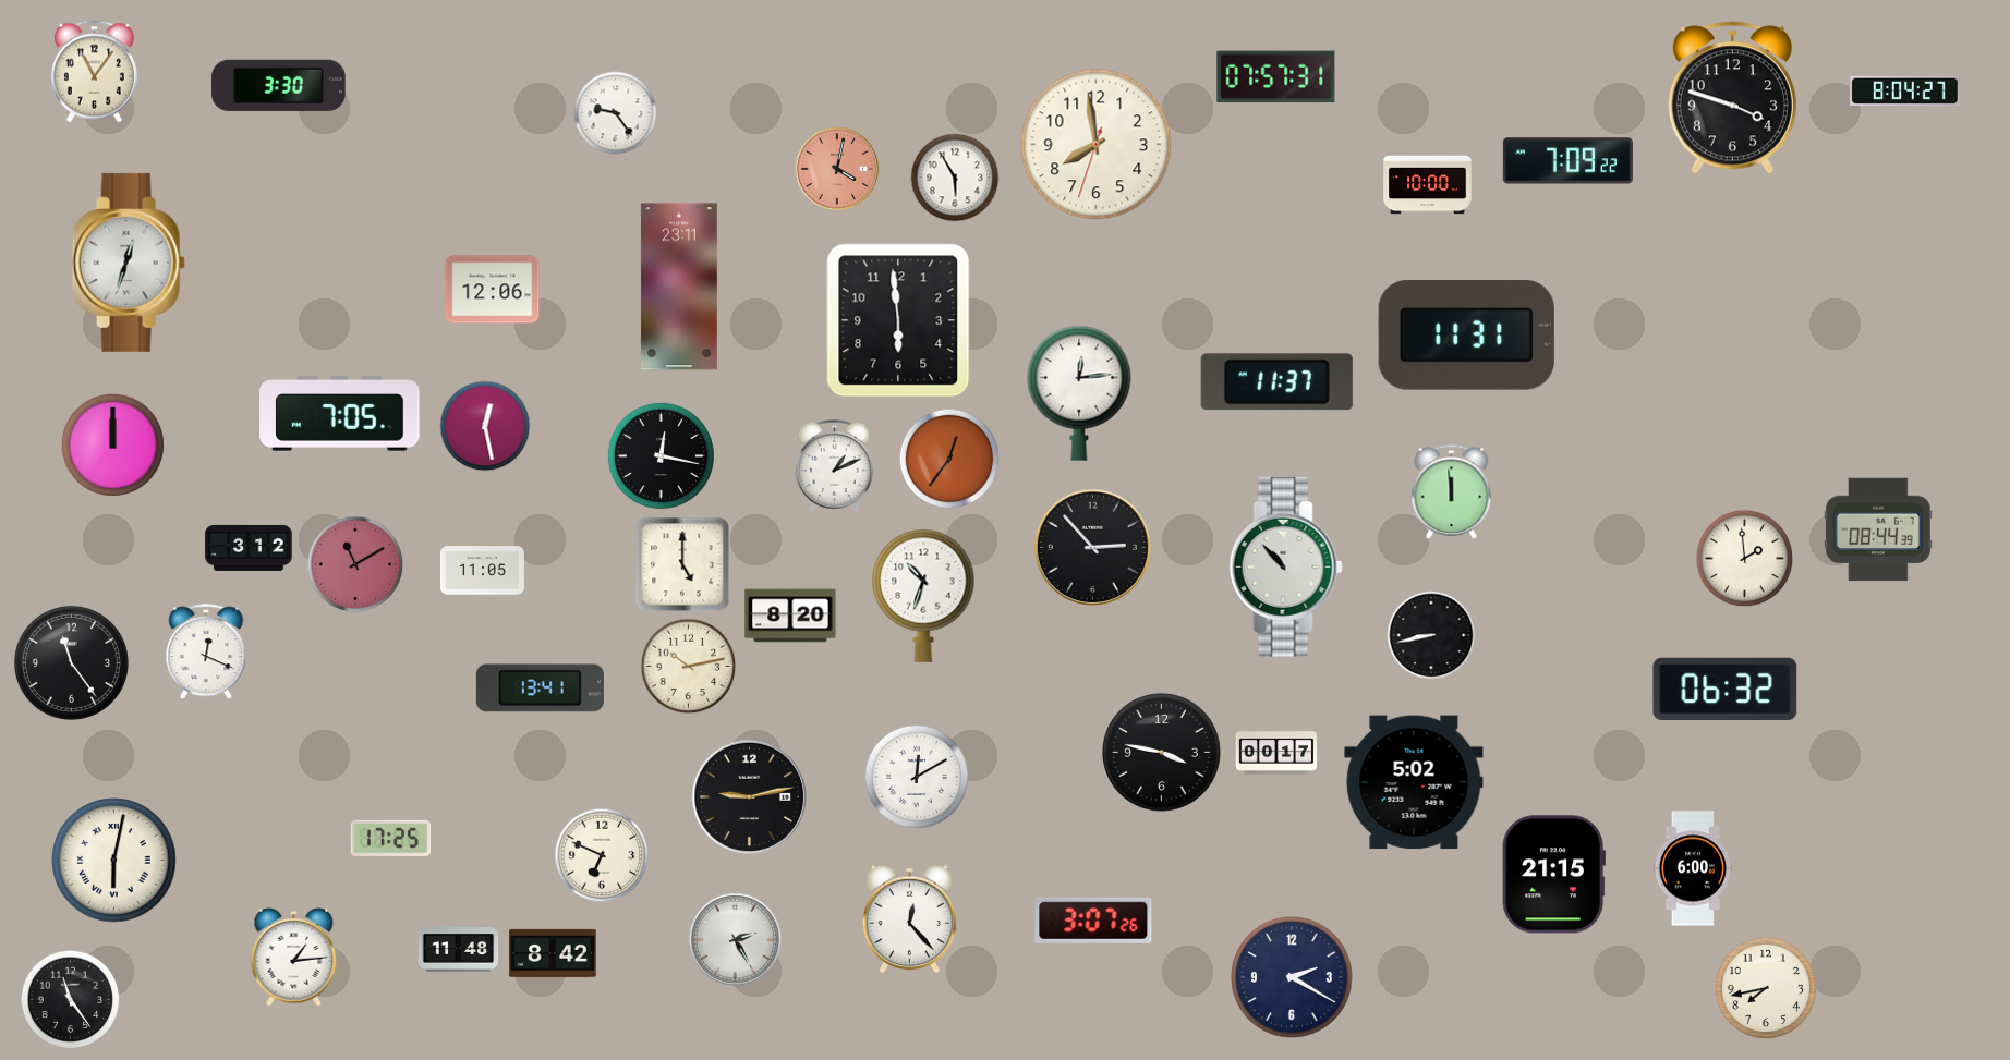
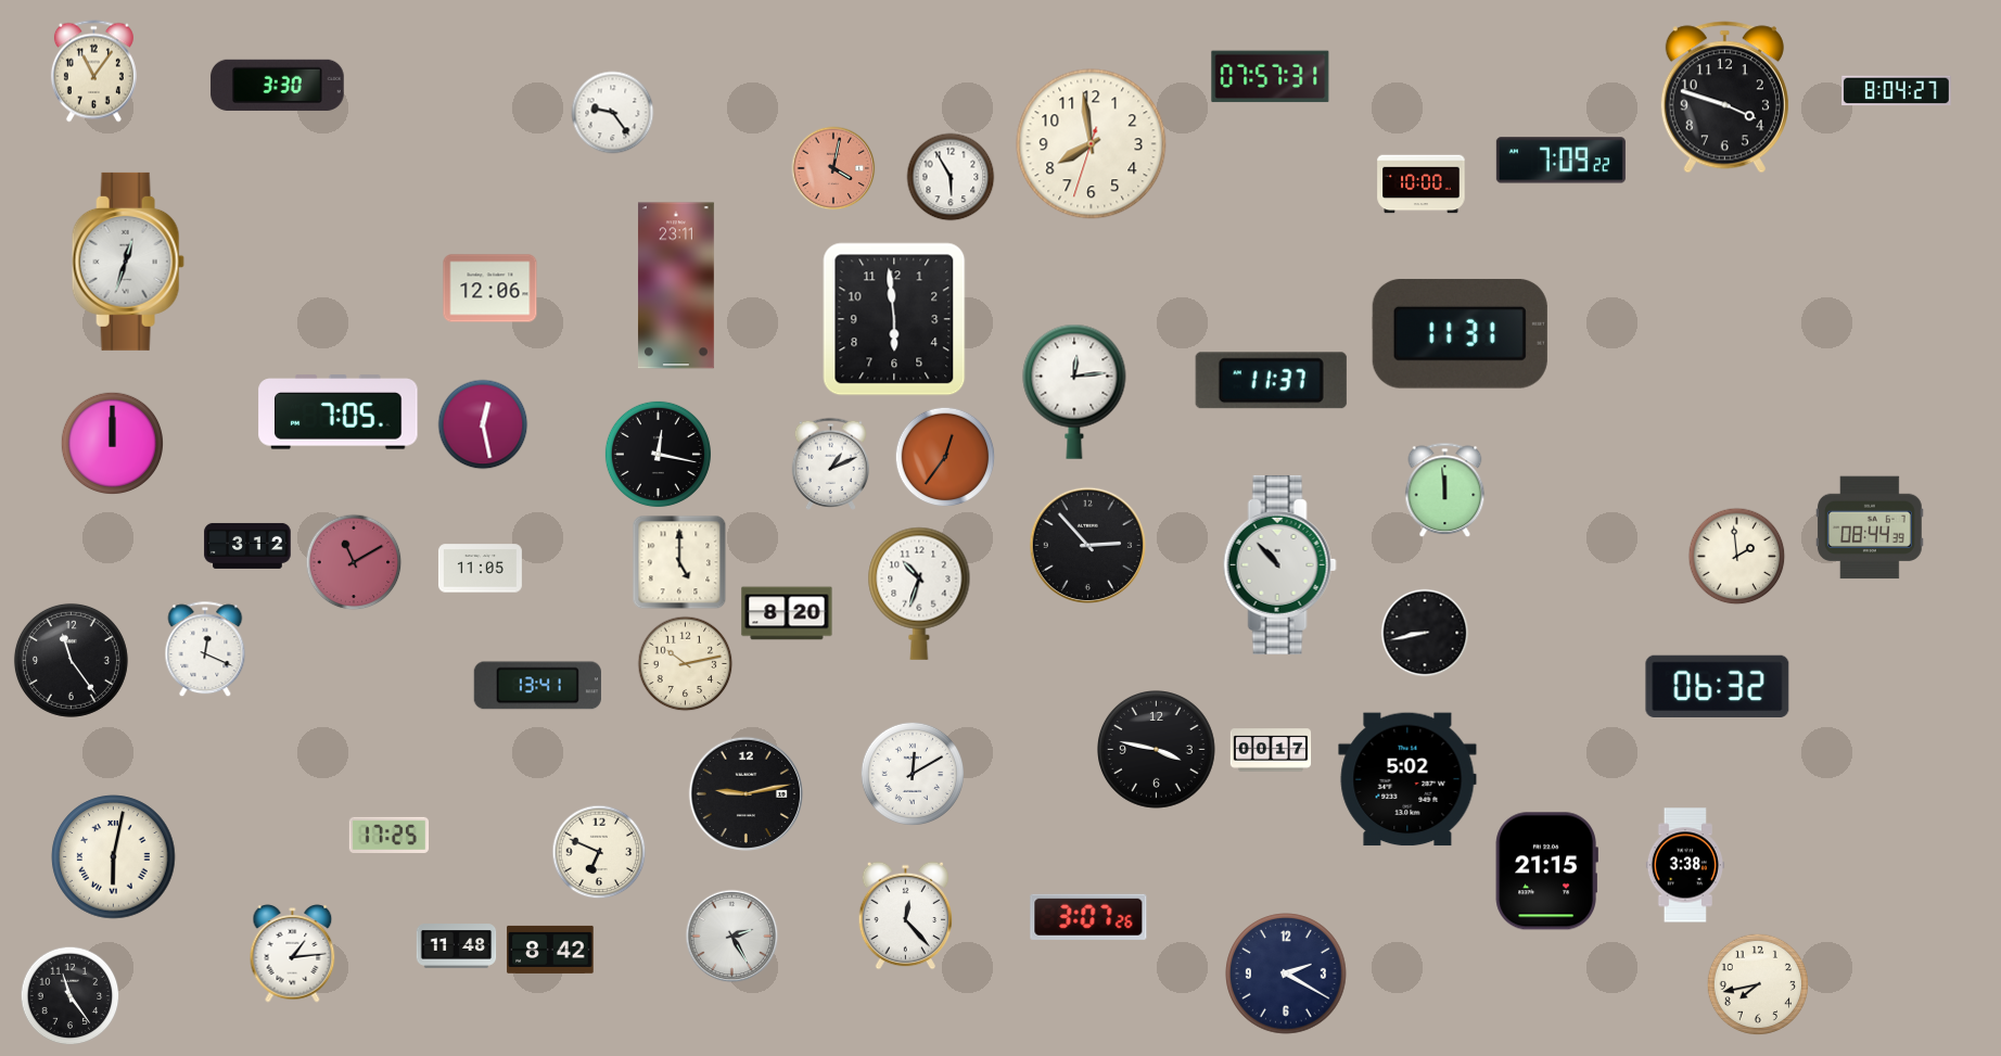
clock at (1693, 868): 6:00 -> 3:38
